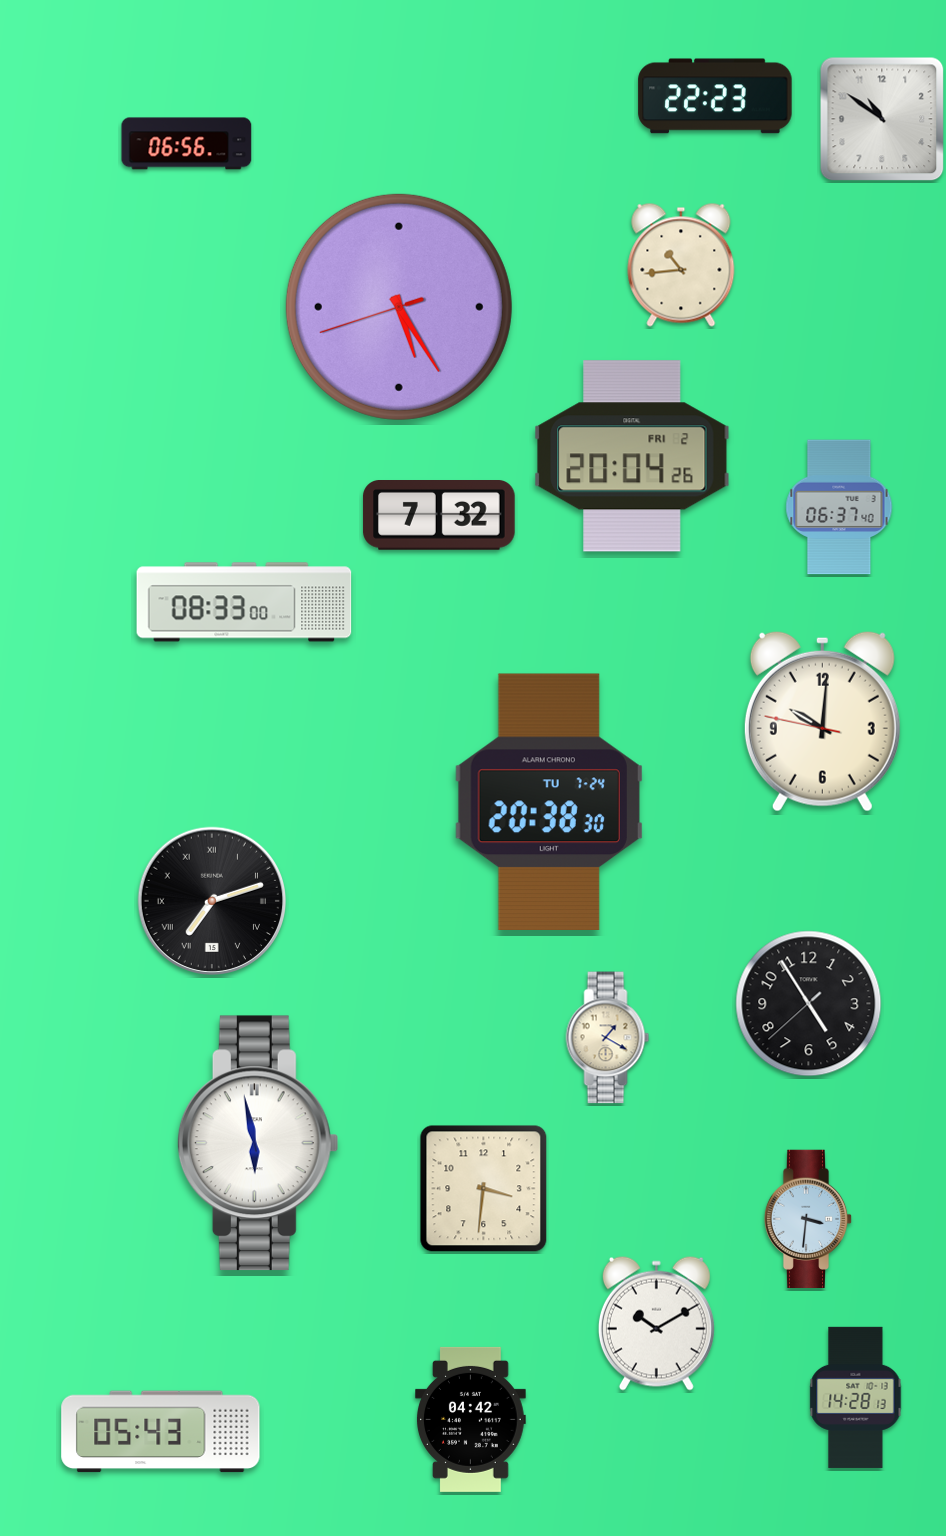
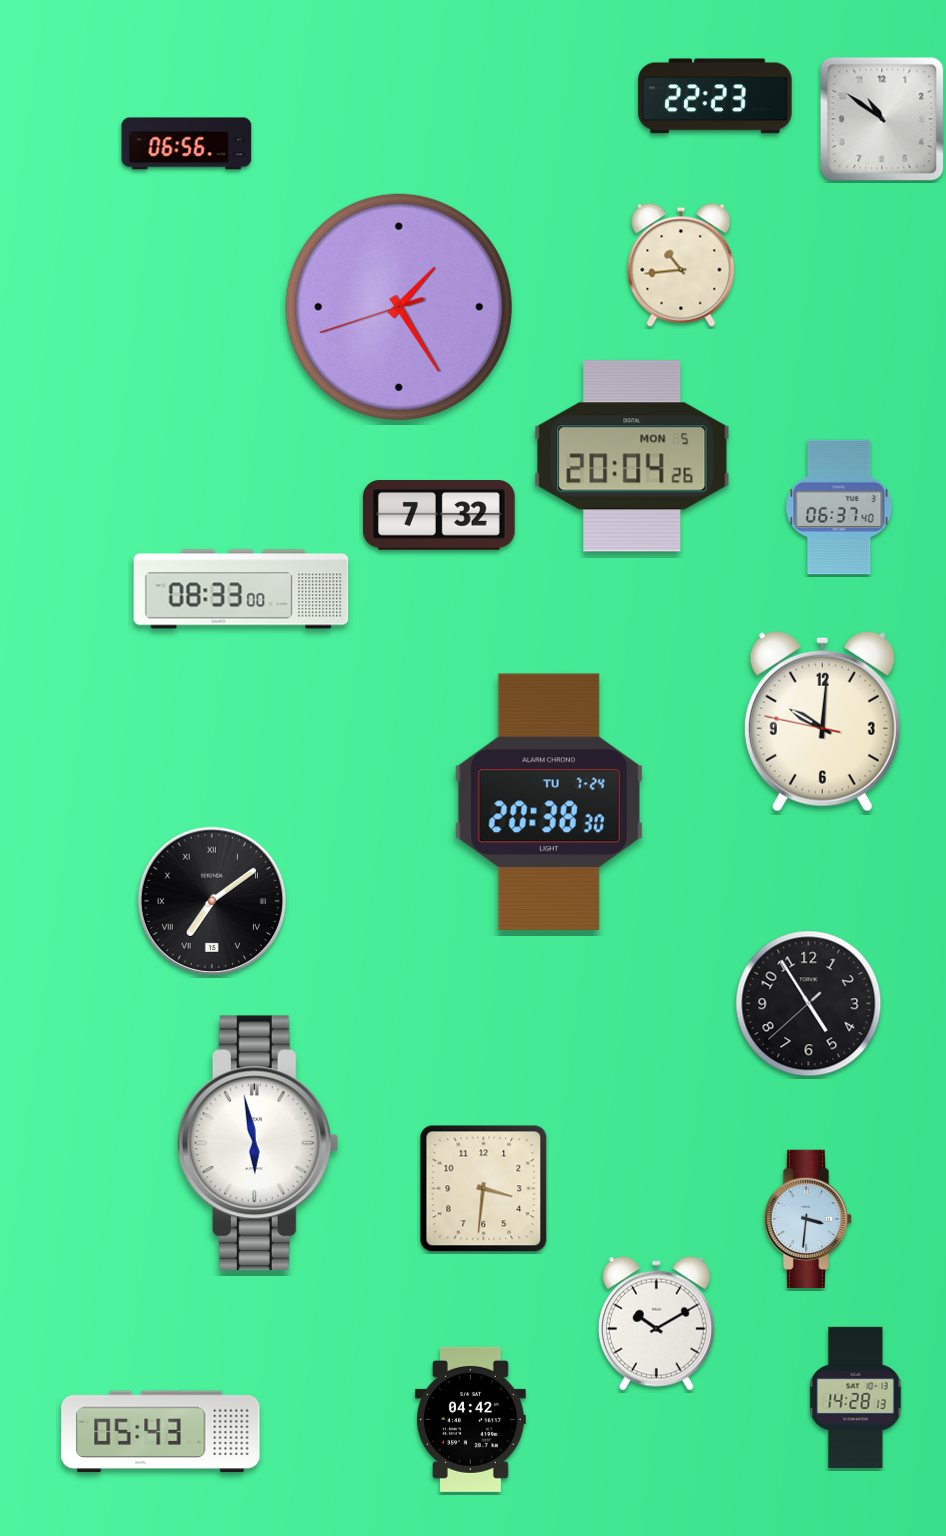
clock at (399, 307): 5:24 -> 1:24
clock at (632, 456) date: FRI 2 -> MON 5
clock at (244, 602) position: (244, 602) -> (241, 589)
clock at (211, 900): 7:12 -> 7:09
clock at (608, 1038): 1:20 -> none
